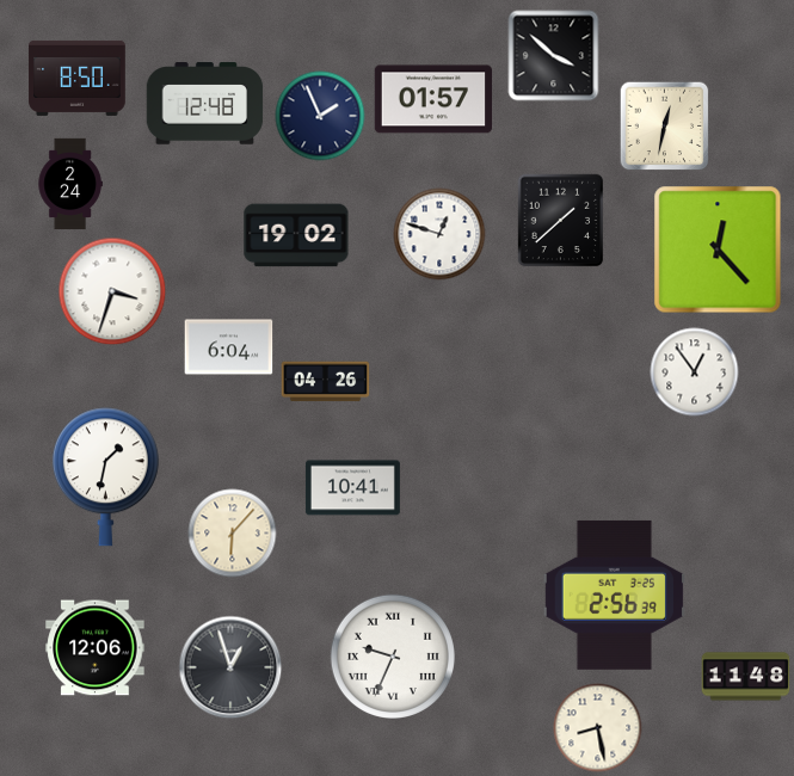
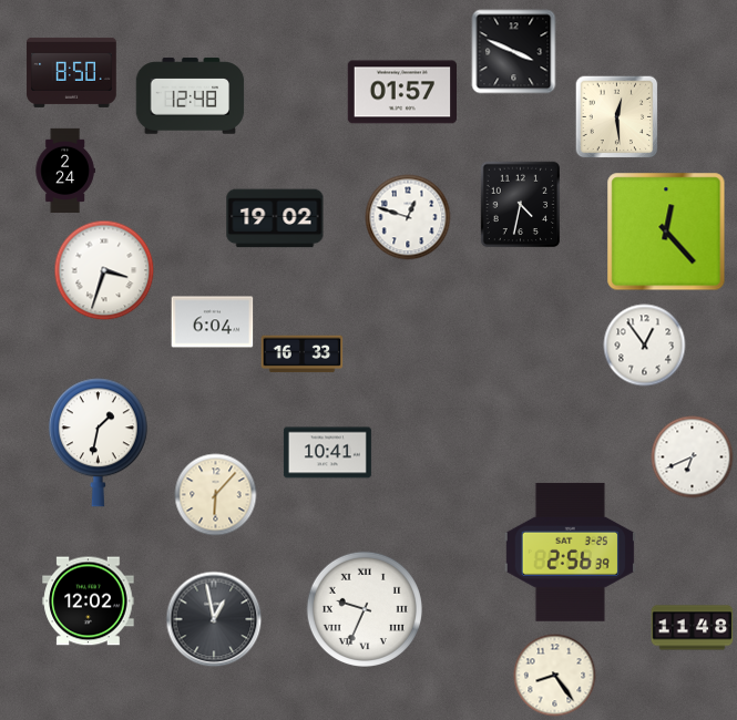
clock at (554, 56): 3:52 -> 3:49
clock at (320, 116): 1:56 -> none
clock at (665, 127): 12:32 -> 12:29
clock at (561, 221): 1:38 -> 4:32
clock at (326, 382): 04:26 -> 16:33
clock at (693, 457): none -> 6:41
clock at (96, 648): 12:06 -> 12:02
clock at (230, 667): 12:57 -> 12:58
clock at (598, 728): 8:28 -> 8:24
